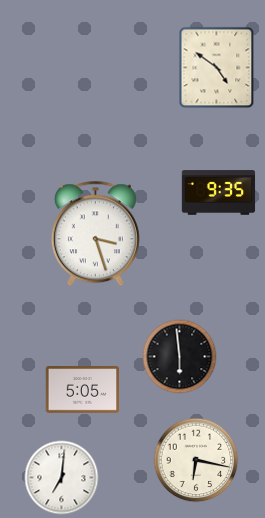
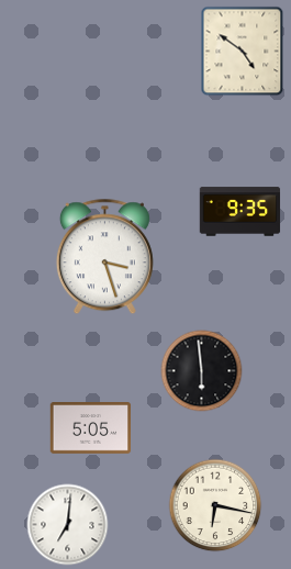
clock at (217, 68) position: (217, 68) -> (243, 52)
clock at (180, 357) position: (180, 357) -> (202, 371)
